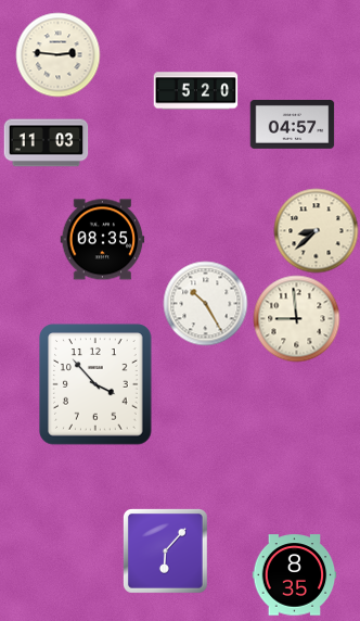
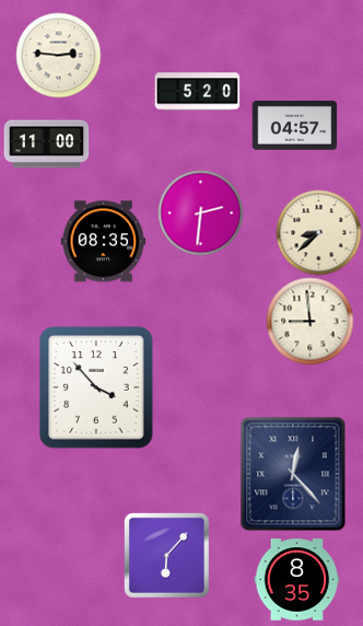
clock at (46, 143): 11:03 -> 11:00
clock at (200, 212): none -> 2:31
clock at (205, 303): 10:25 -> none
clock at (296, 318) position: (296, 318) -> (309, 321)
clock at (293, 474): none -> 12:23
